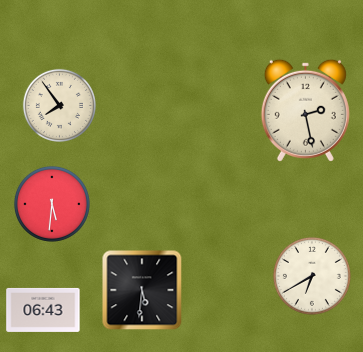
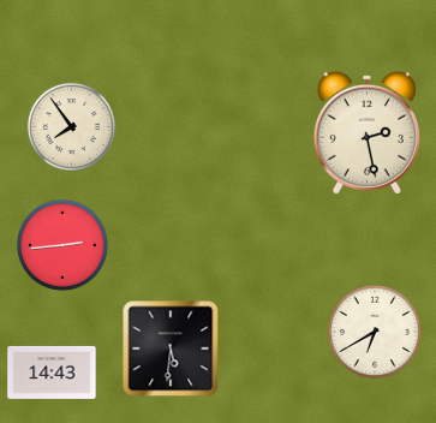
clock at (52, 204): 5:31 -> 2:44
clock at (43, 310): 06:43 -> 14:43
